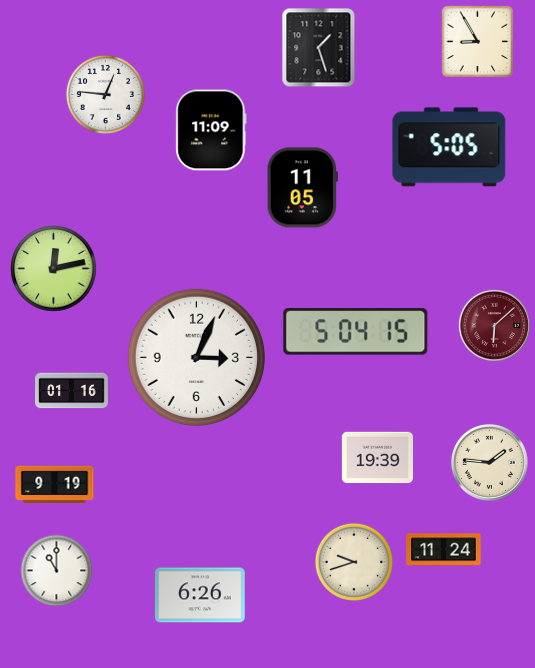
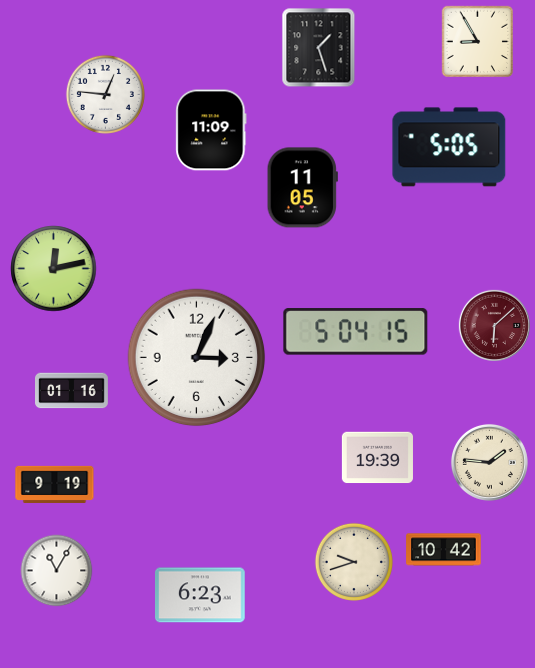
clock at (444, 550): 11:24 -> 10:42
clock at (57, 571): 11:00 -> 11:05
clock at (201, 595): 6:26 -> 6:23
